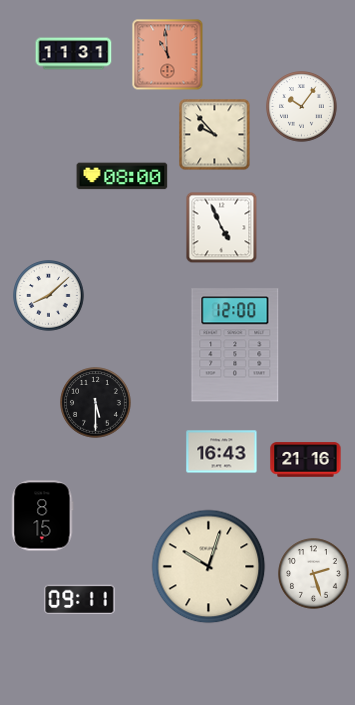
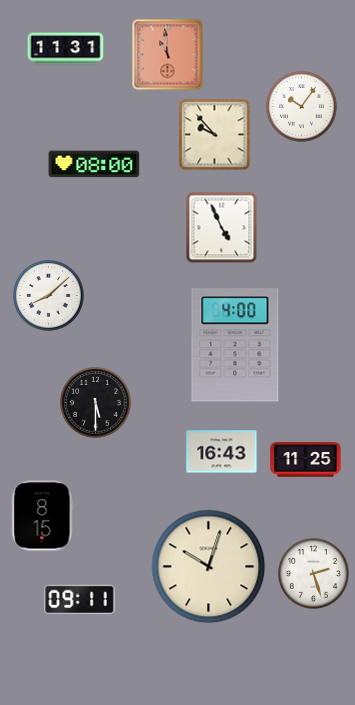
clock at (74, 54) position: (74, 54) -> (66, 49)
clock at (122, 176) position: (122, 176) -> (94, 164)
clock at (235, 345): 12:00 -> 4:00
clock at (306, 460): 21:16 -> 11:25
